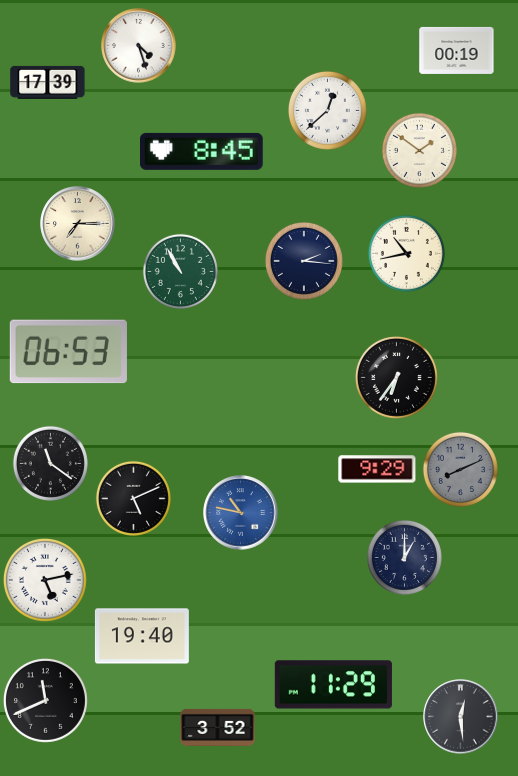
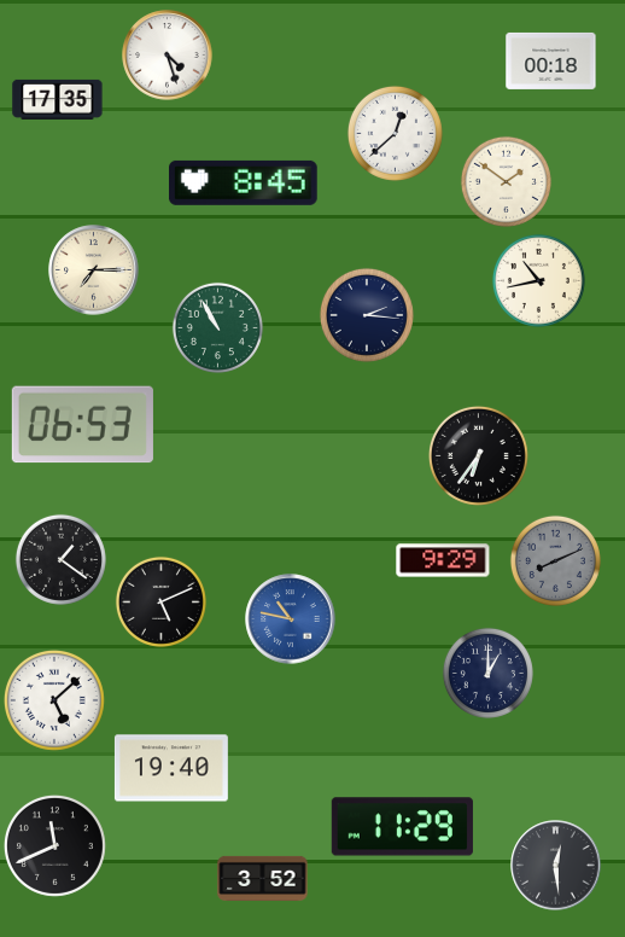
clock at (457, 50): 00:19 -> 00:18
clock at (48, 82): 17:39 -> 17:35
clock at (406, 253) position: (406, 253) -> (538, 280)
clock at (50, 463): 11:21 -> 1:21
clock at (377, 469) position: (377, 469) -> (443, 560)
clock at (460, 469) position: (460, 469) -> (555, 560)
clock at (45, 580): 5:13 -> 5:08
